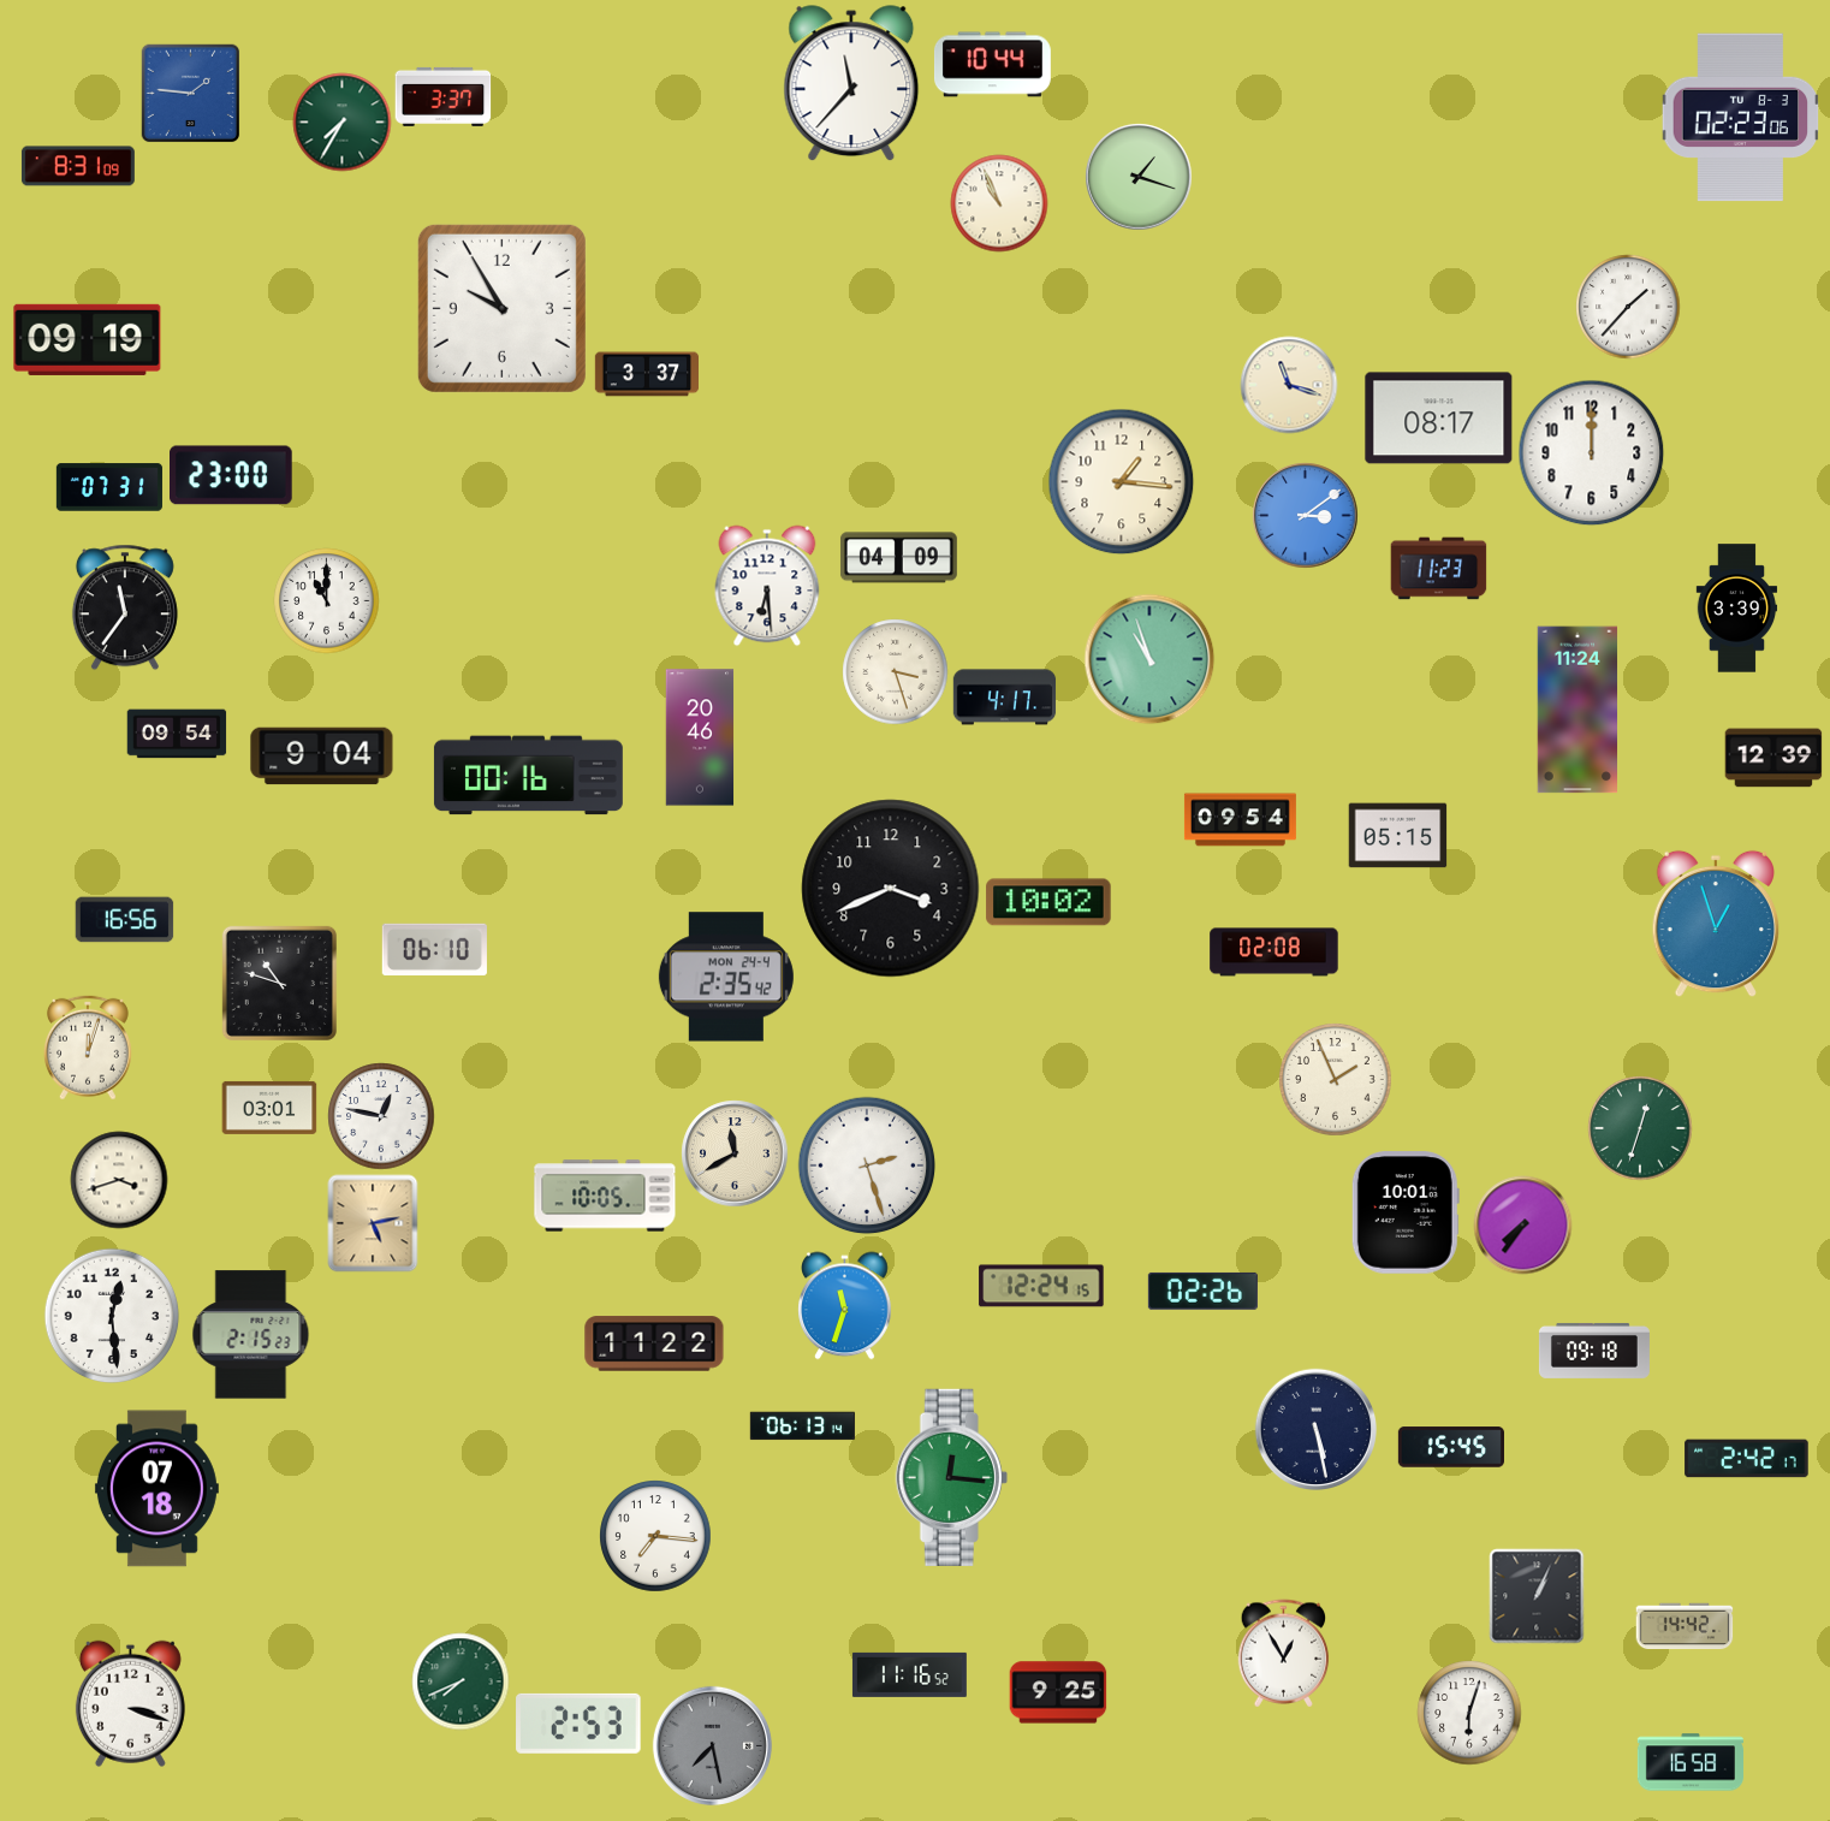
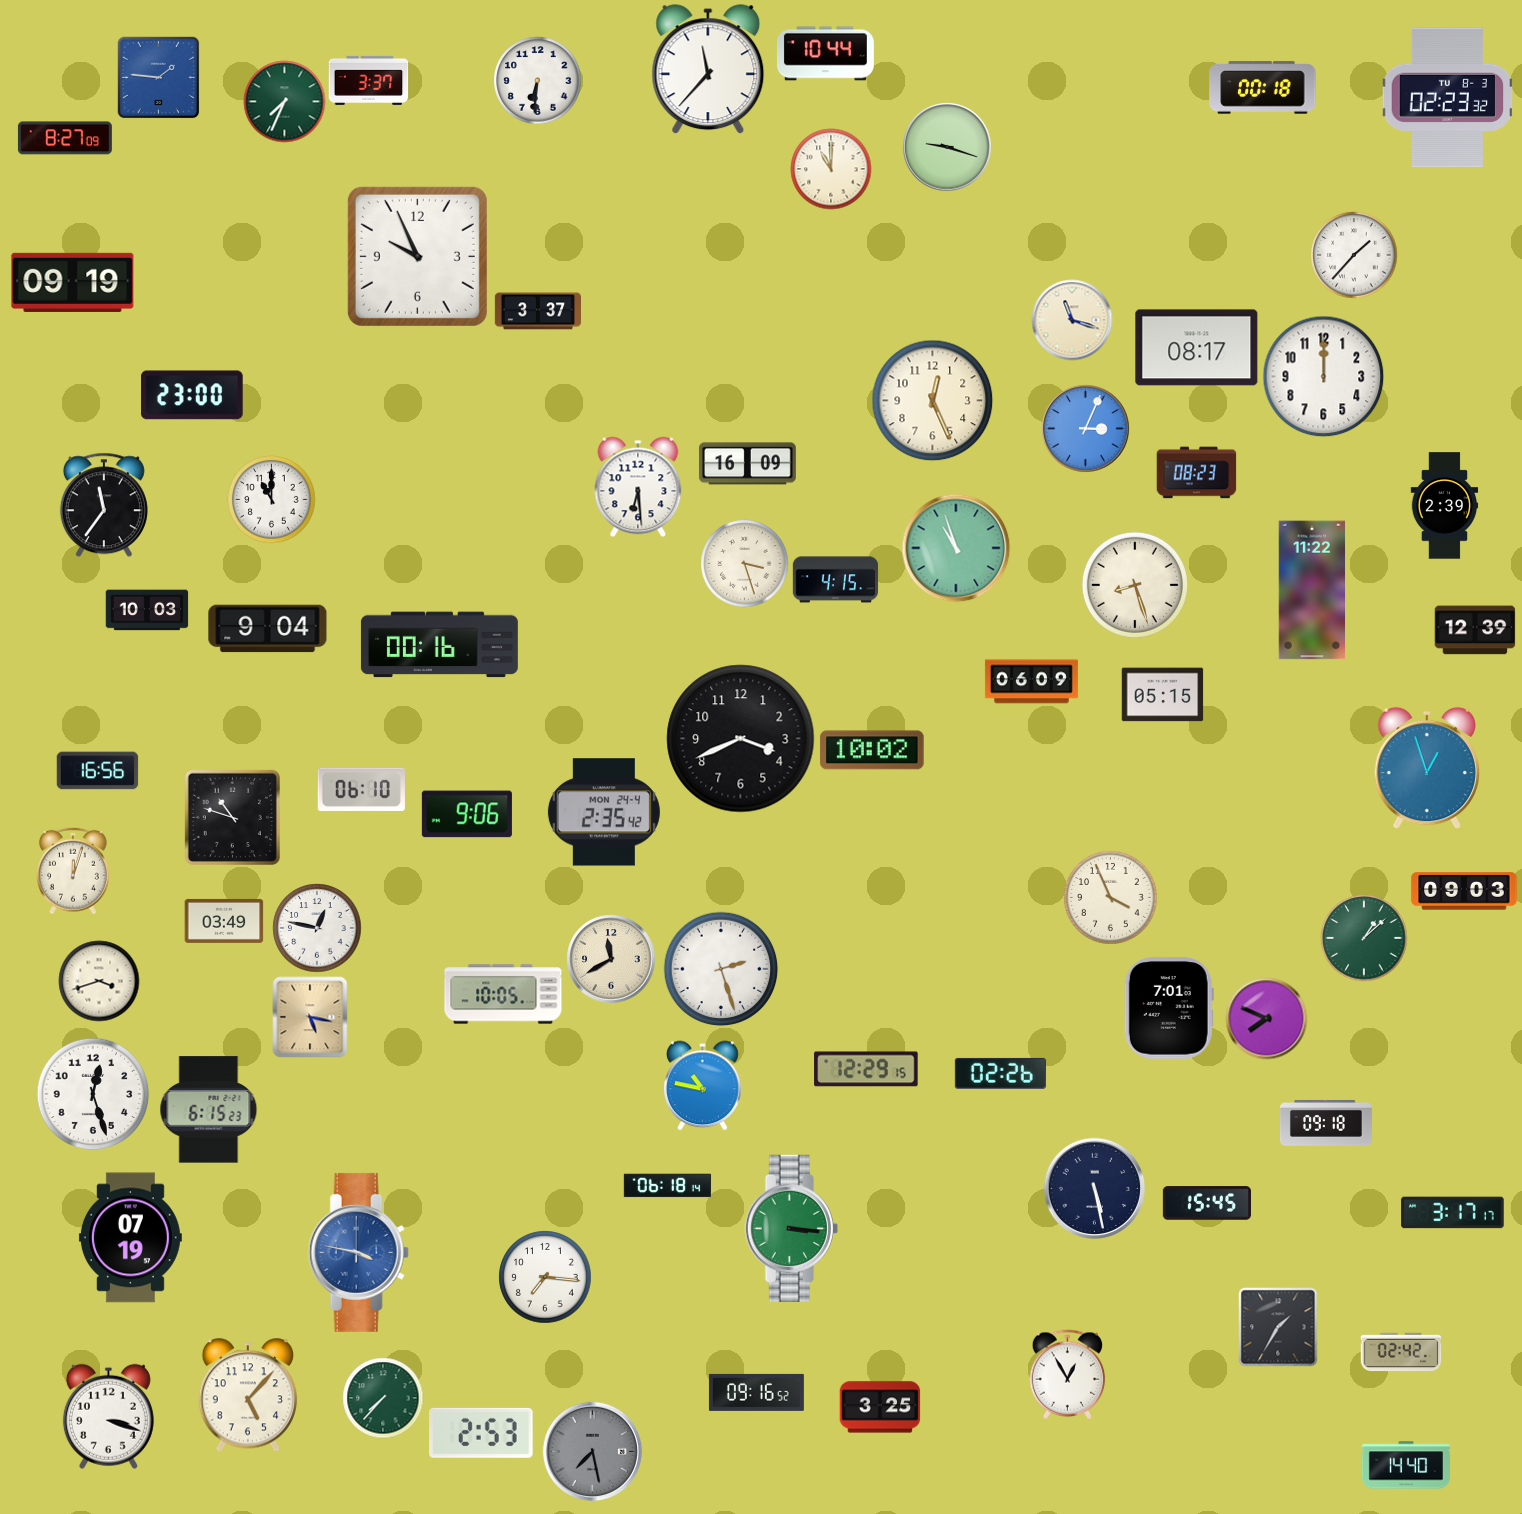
clock at (537, 80): none -> 6:31
clock at (1263, 88): none -> 00:18
clock at (1741, 118): 02:23:06 -> 02:23:32
clock at (341, 121): 7:35 -> 7:34
clock at (78, 166): 8:31 -> 8:27
clock at (1139, 177): 1:18 -> 9:18
clock at (999, 203): 10:56 -> 11:00
clock at (501, 308): 9:55 -> 9:56
clock at (1121, 481): 1:16 -> 12:26
clock at (109, 487): 07:31 -> none
clock at (1305, 515): 3:09 -> 3:04
clock at (898, 558): 04:09 -> 16:09
clock at (1438, 569): 11:23 -> 08:23
clock at (1737, 609): 3:39 -> 2:39
clock at (895, 671) position: (895, 671) -> (744, 563)
clock at (1004, 698): 4:17 -> 4:15
clock at (1135, 585): none -> 8:27
clock at (1578, 710): 11:24 -> 11:22
clock at (177, 734): 09:54 -> 10:03
clock at (700, 737): 20:46 -> none
clock at (1240, 820): 09:54 -> 06:09
clock at (124, 920) position: (124, 920) -> (97, 771)
clock at (1275, 953): 02:08 -> none
clock at (467, 814): none -> 9:06
clock at (1464, 891): none -> 09:03
clock at (1335, 1079): 1:56 -> 3:56
clock at (269, 1108): 03:01 -> 03:49
clock at (1640, 1128): 12:33 -> 1:08
clock at (1406, 1212): 10:01 -> 7:01
clock at (373, 1223): 5:13 -> 5:17
clock at (1522, 1224): 7:36 -> 7:49
clock at (1041, 1286): 12:24 -> 12:29
clock at (845, 1305): 11:33 -> 10:47
clock at (112, 1316): 12:29 -> 12:27
clock at (251, 1335): 2:15 -> 6:15
clock at (654, 1343): 11:22 -> none
clock at (802, 1426): 06:13 -> 06:18
clock at (1747, 1459): 2:42 -> 3:17
clock at (951, 1477): 12:16 -> 3:16
clock at (156, 1489): 07:18 -> 07:19
clock at (358, 1252): none -> 3:47
clock at (1537, 1596): 1:04 -> 1:35
clock at (1685, 1626): 14:42 -> 02:42
clock at (909, 1674): 11:16 -> 09:16
clock at (248, 1395): none -> 5:07
clock at (461, 1681): 7:41 -> 7:37
clock at (1058, 1692): 9:25 -> 3:25
clock at (1469, 1713): 6:03 -> none
clock at (1689, 1762): 16:58 -> 14:40
